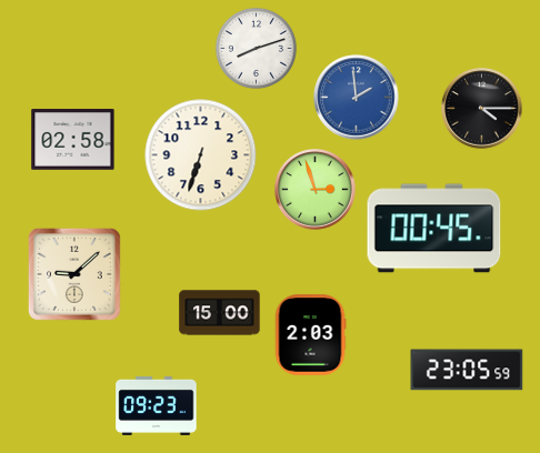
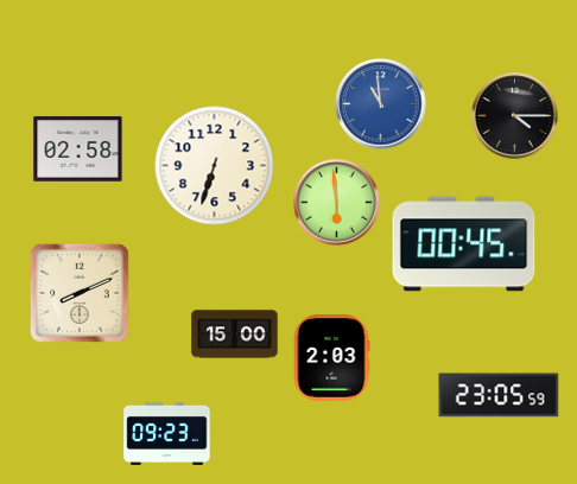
clock at (256, 48): 8:12 -> none
clock at (357, 98): 1:59 -> 10:59
clock at (316, 190): 2:57 -> 5:59
clock at (74, 274): 9:08 -> 8:11
